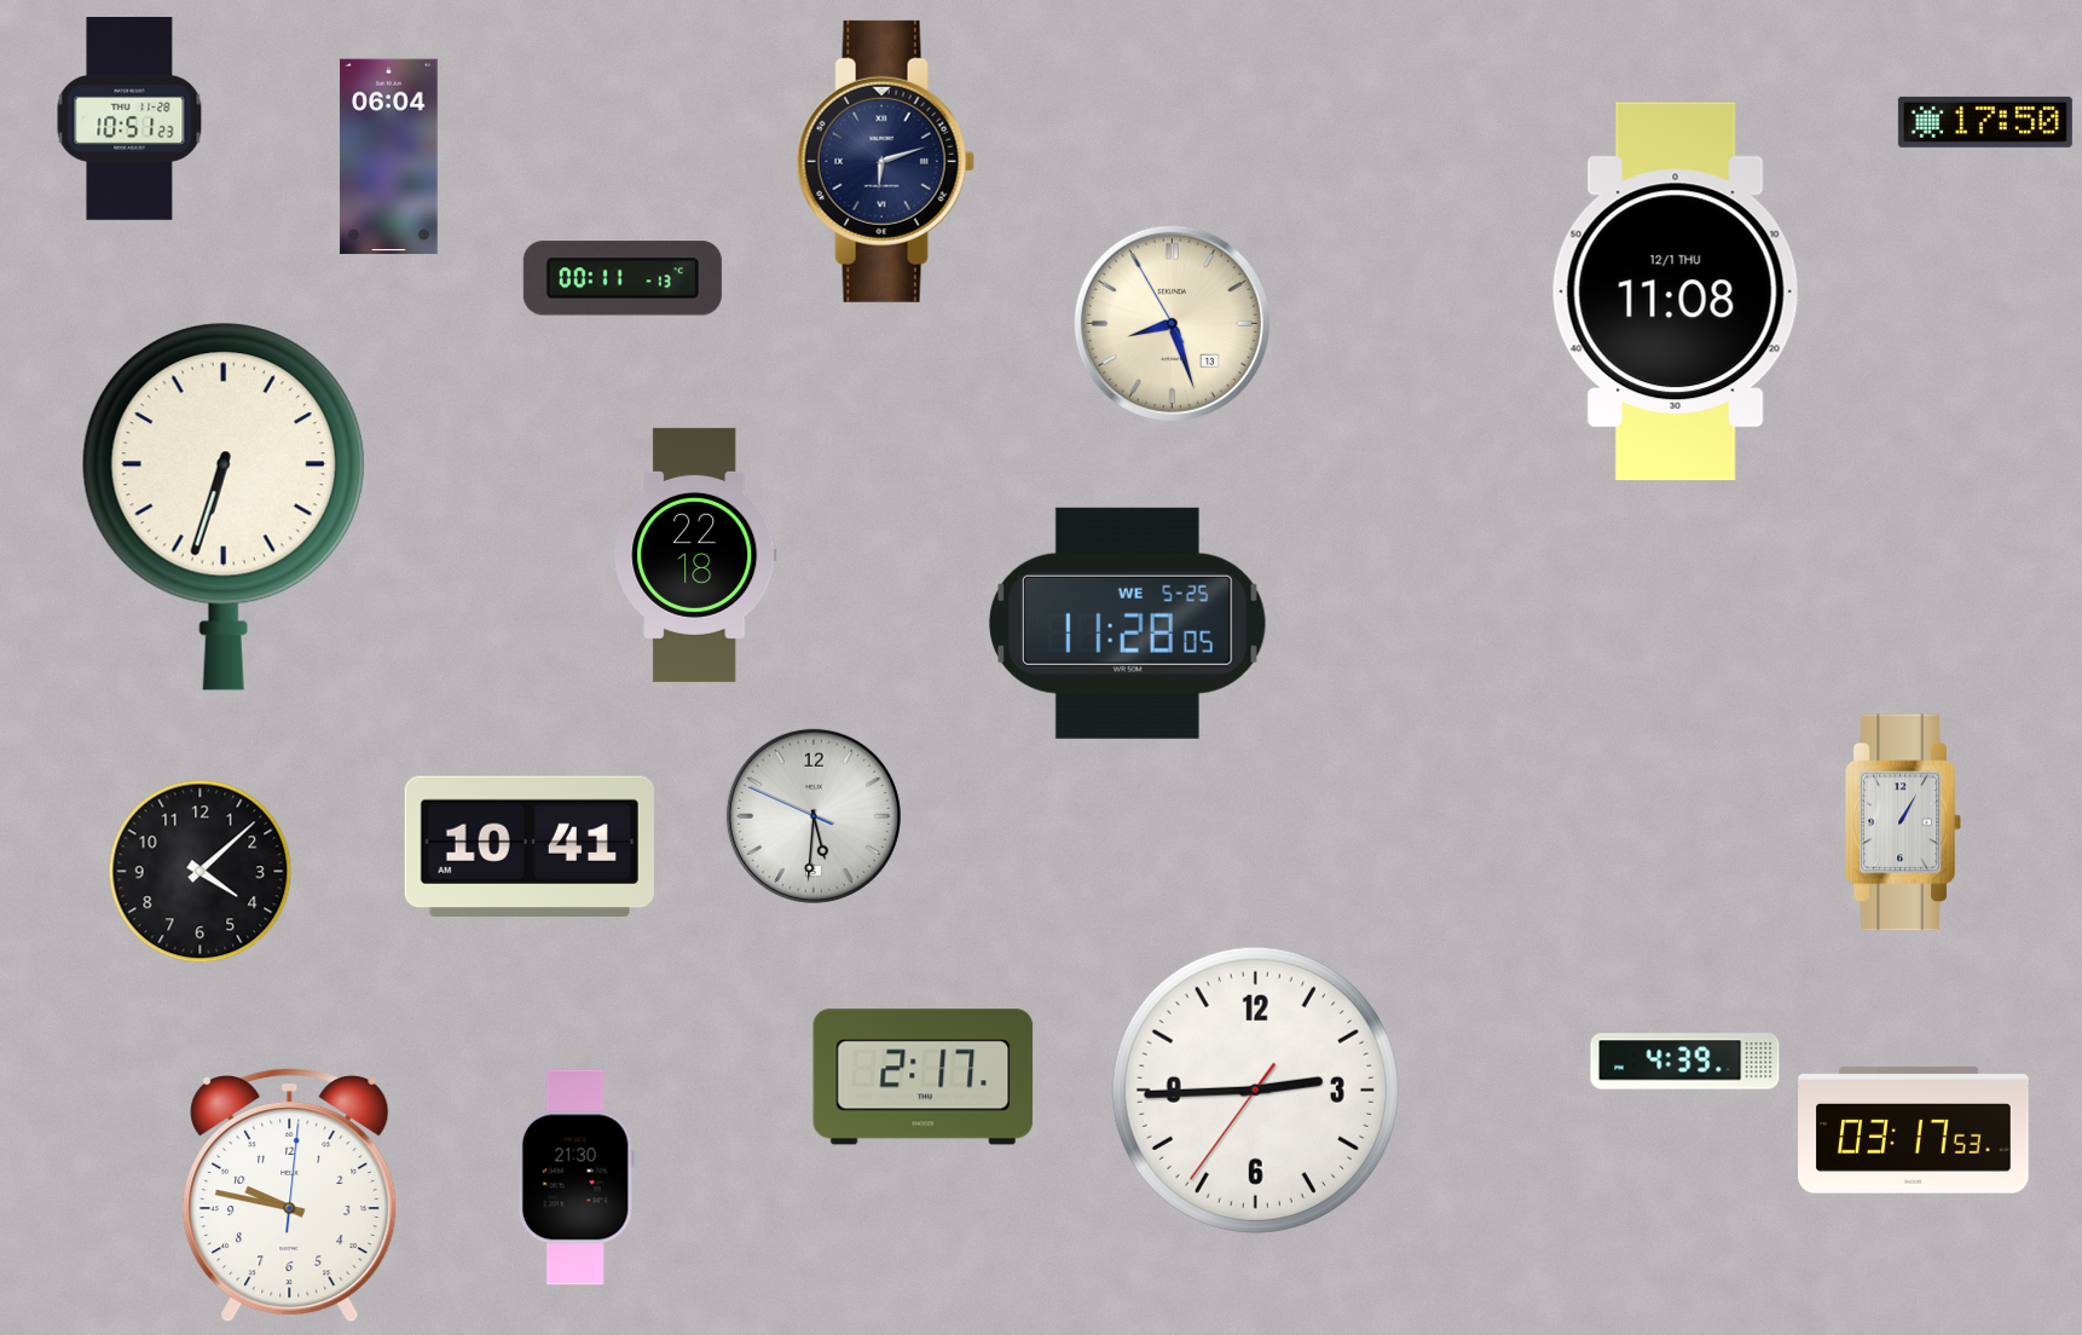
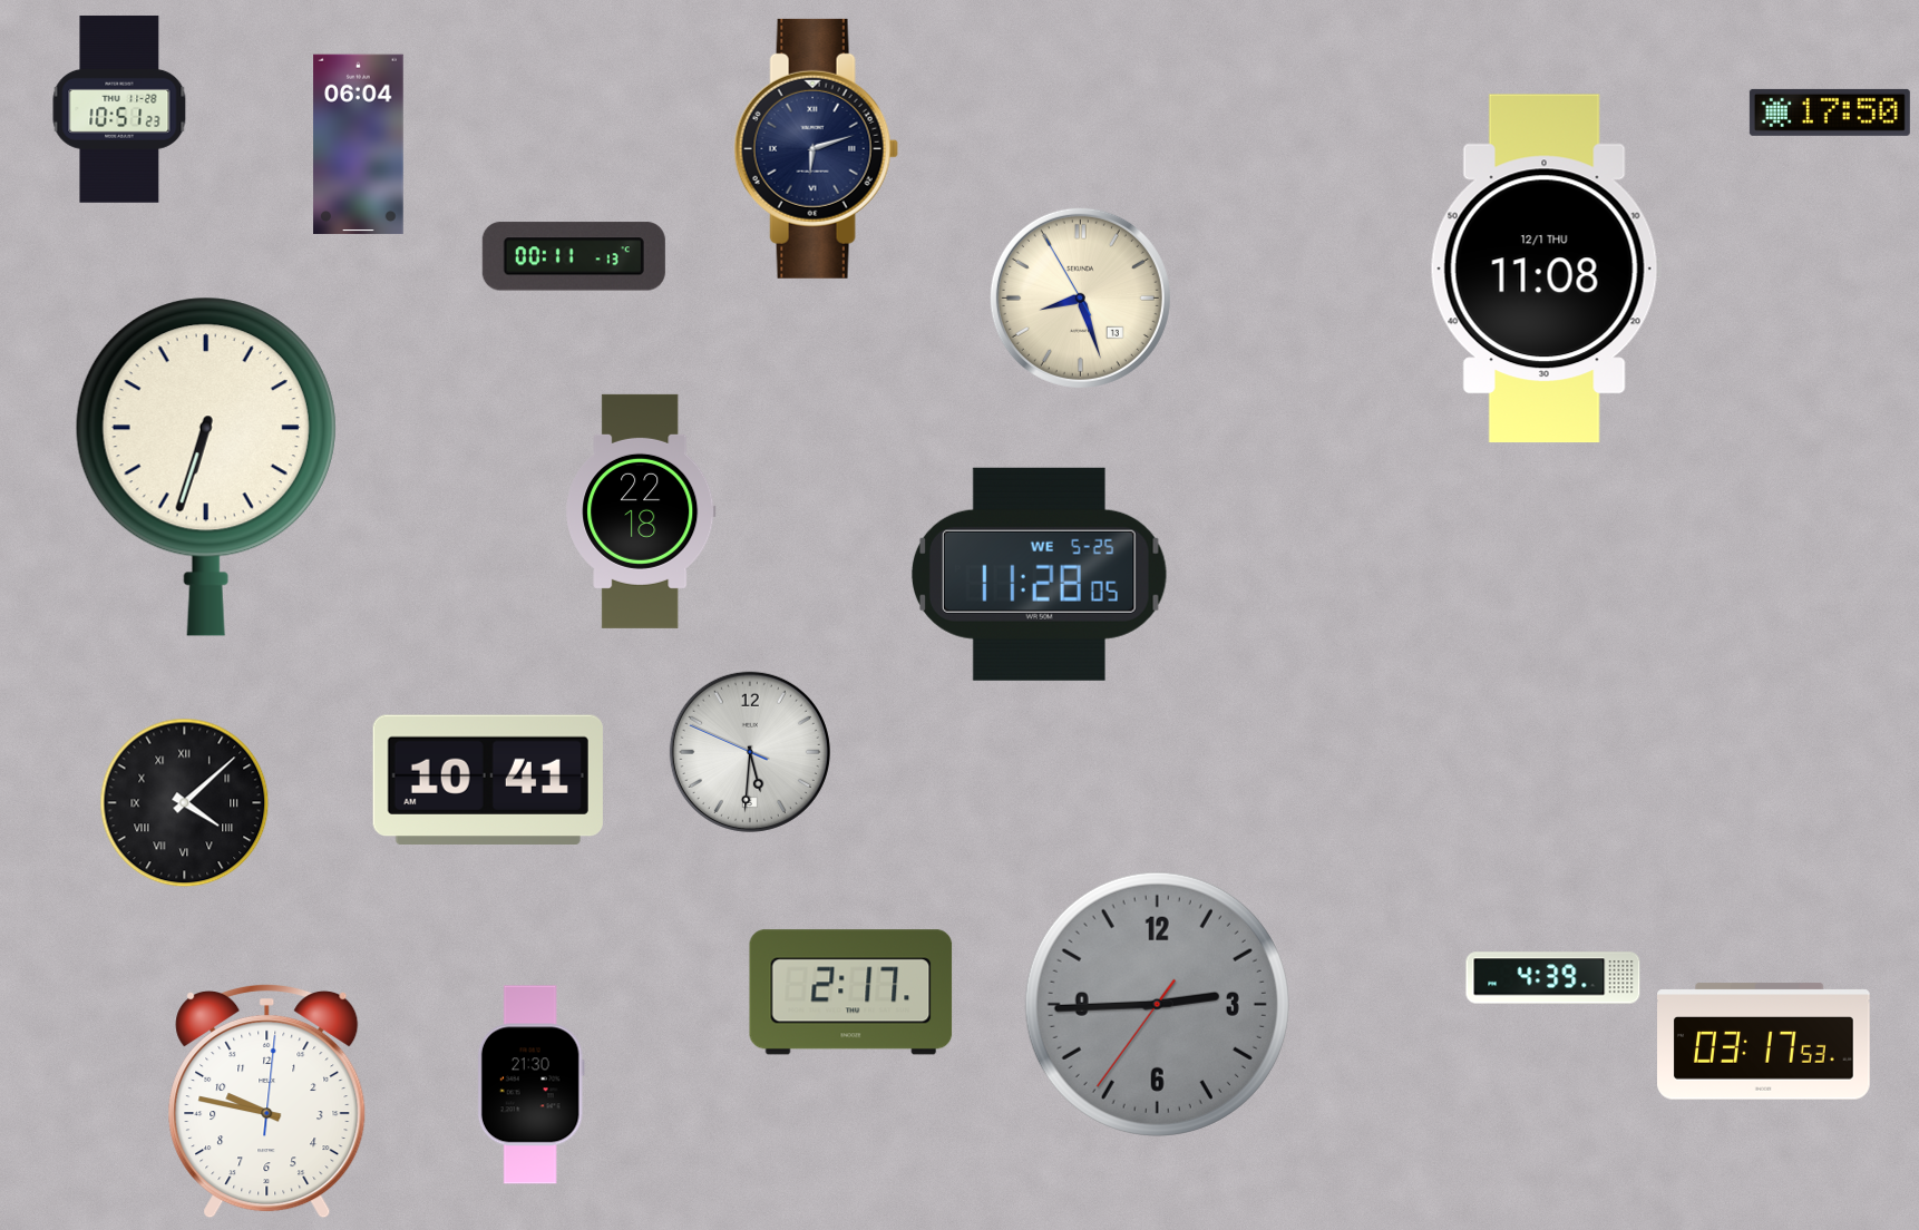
clock at (1903, 822): 1:05 -> none
clock at (201, 872) numerals: Arabic -> Roman
clock at (1255, 1090) dial: white -> grey
